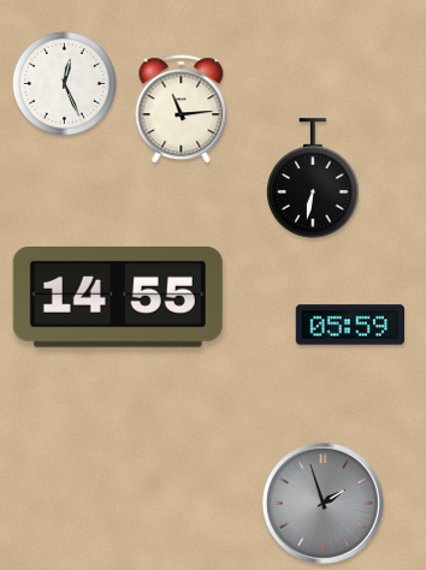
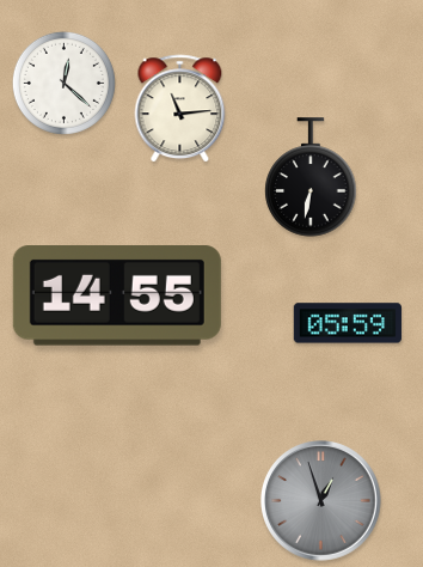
clock at (64, 83): 12:26 -> 12:22
clock at (324, 504): 1:57 -> 12:57
